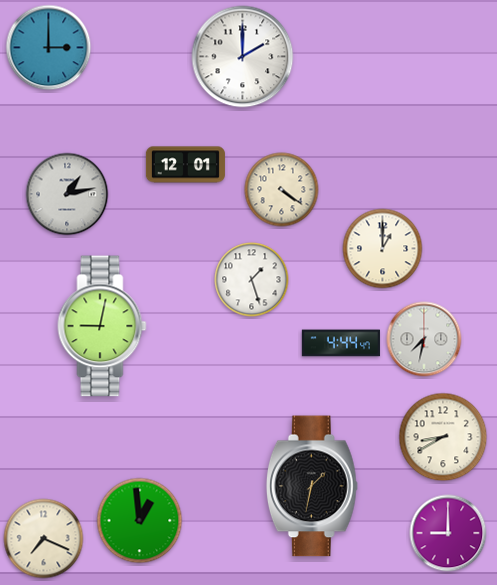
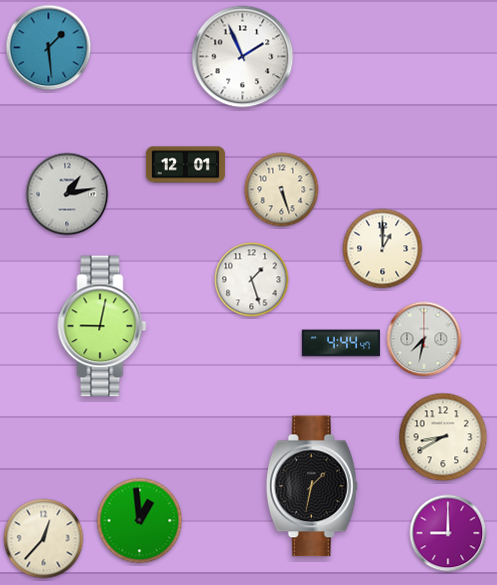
clock at (49, 48): 3:00 -> 1:29
clock at (243, 57): 2:00 -> 1:56
clock at (282, 190): 4:21 -> 5:27
clock at (44, 539): 7:19 -> 12:37
